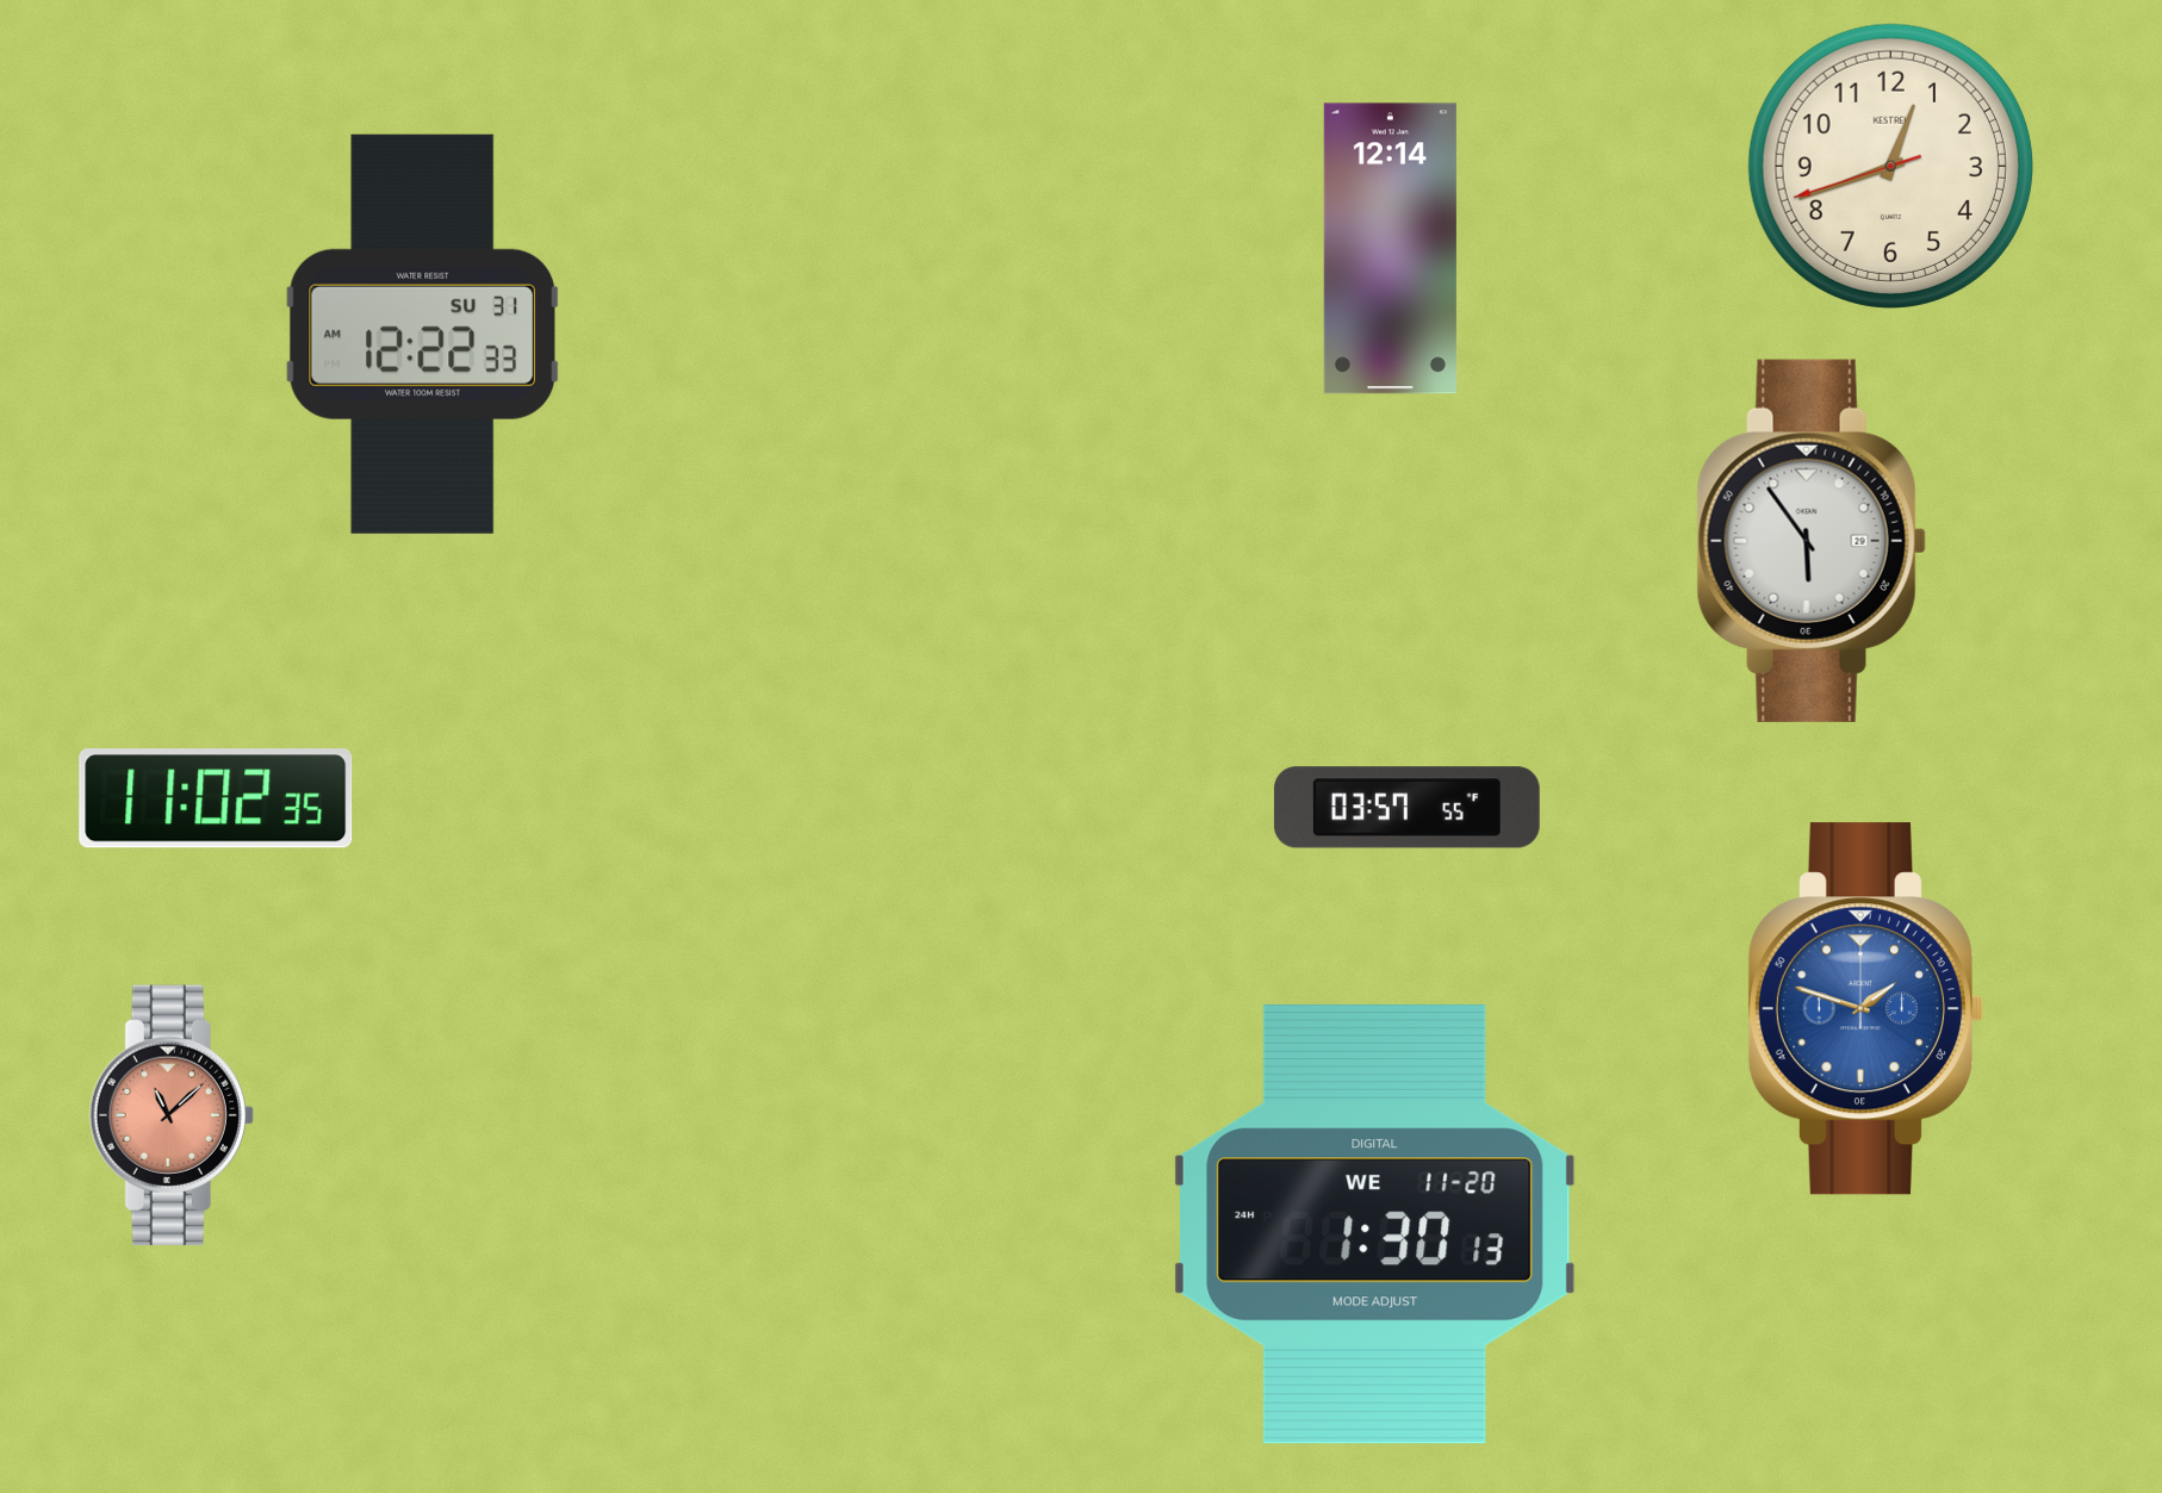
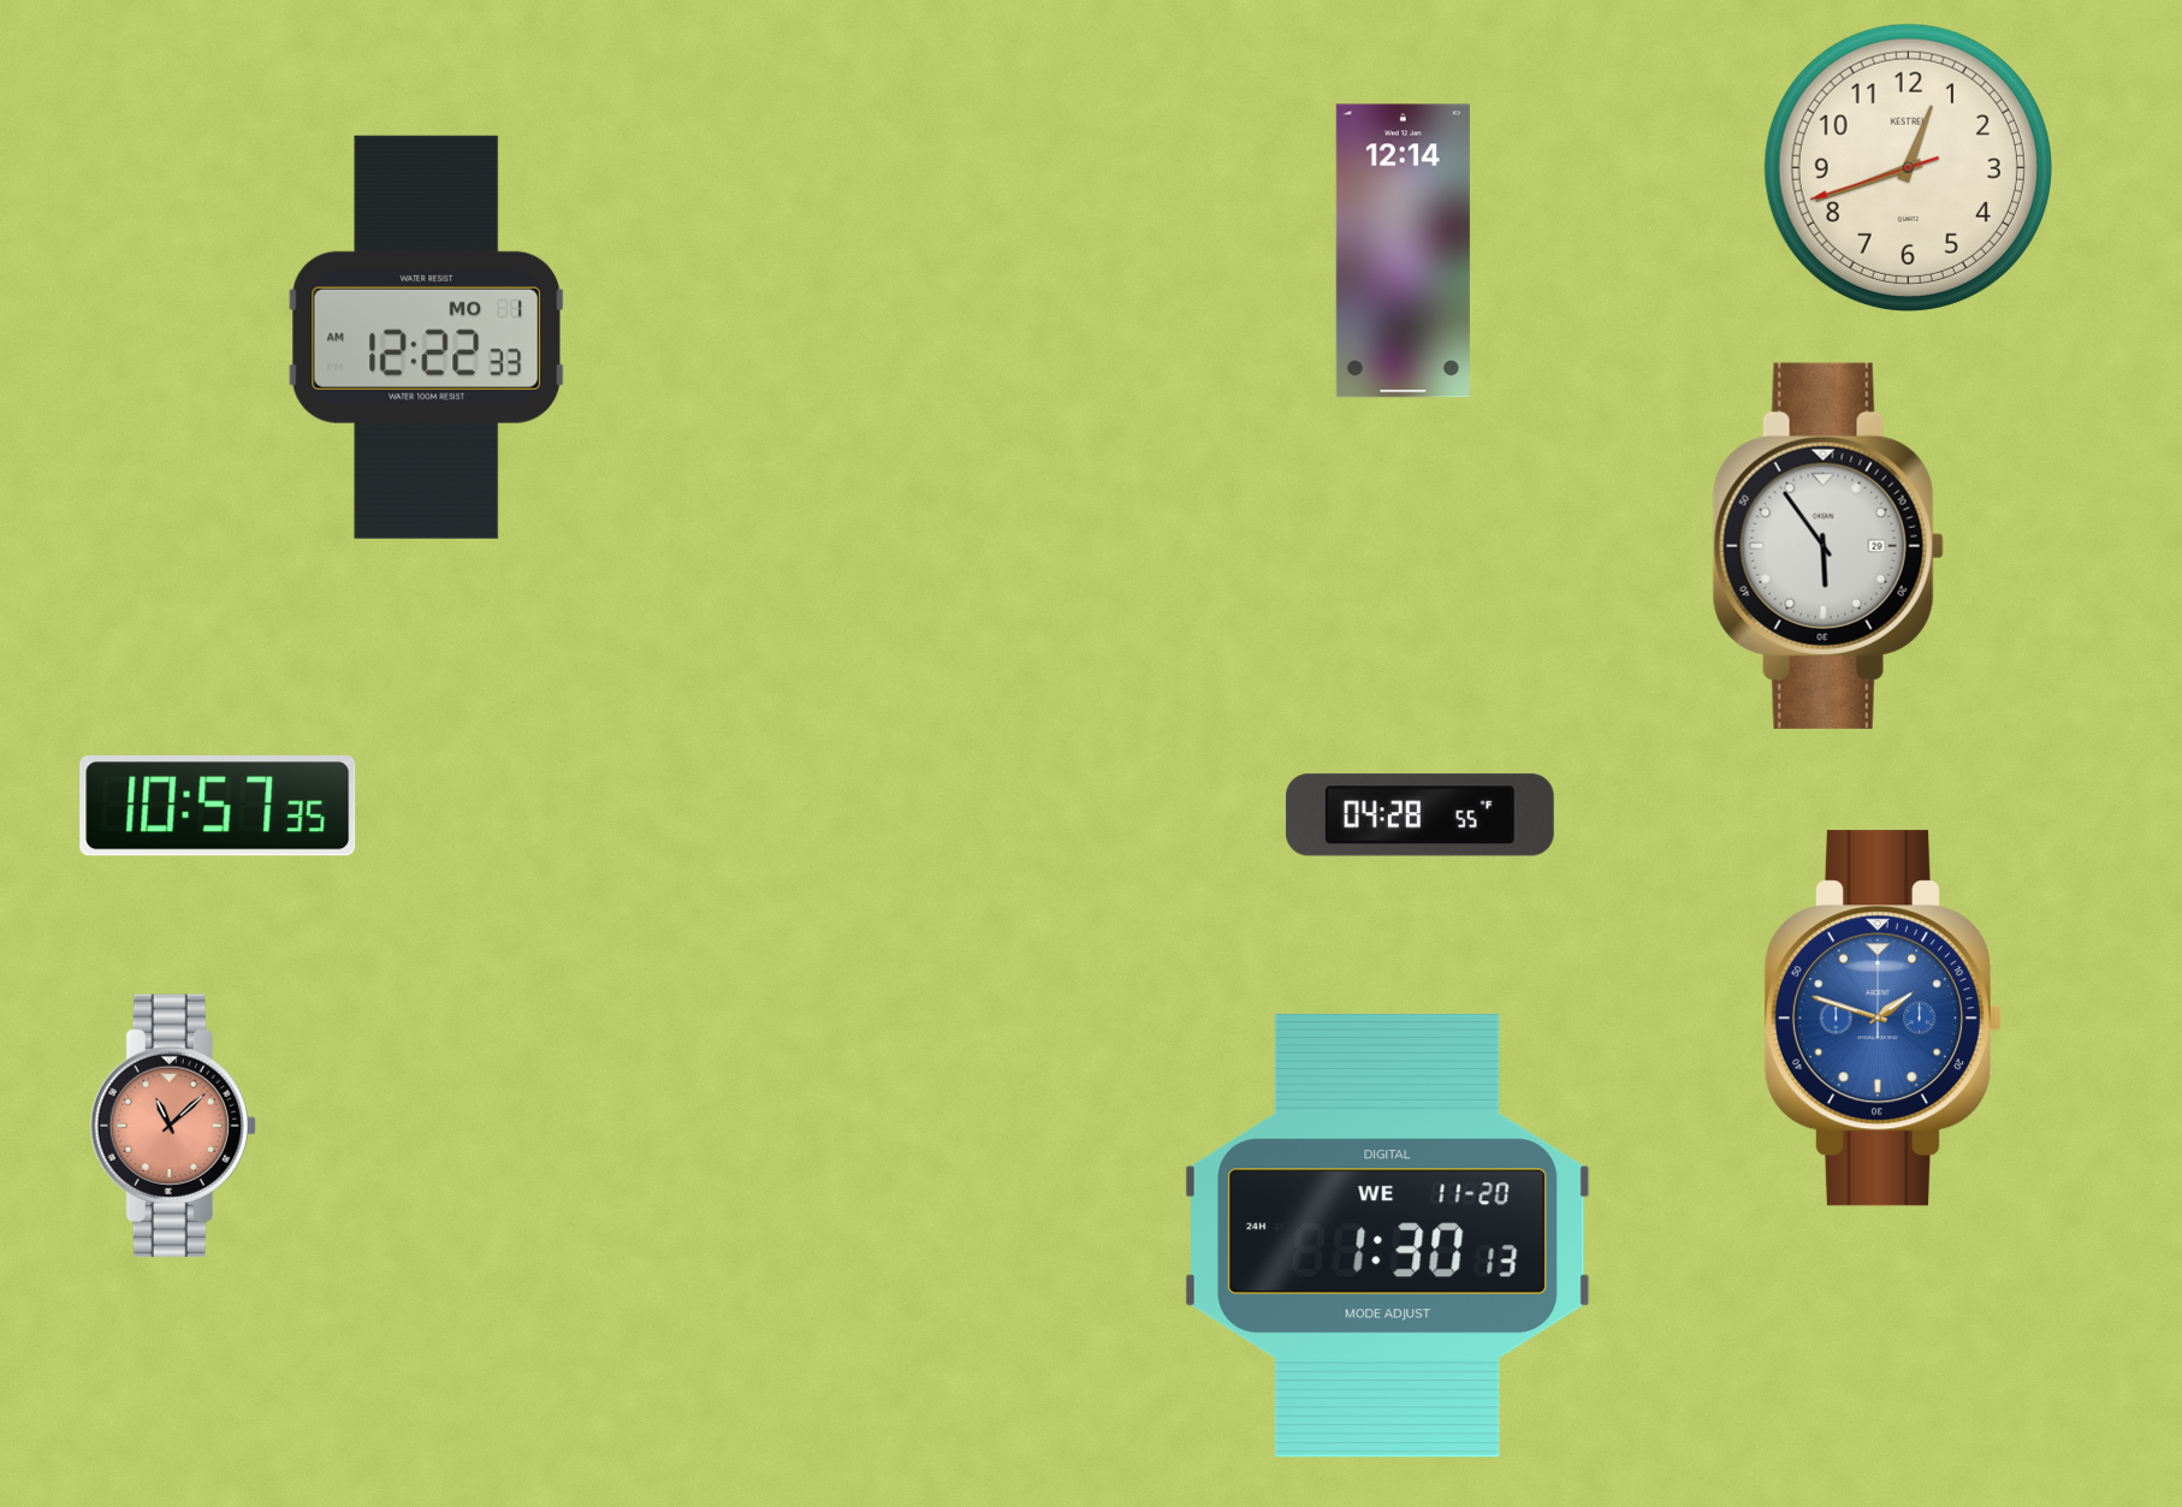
clock at (422, 334) date: SU 31 -> MO 1
clock at (216, 798): 11:02 -> 10:57
clock at (1406, 808): 03:57 -> 04:28
